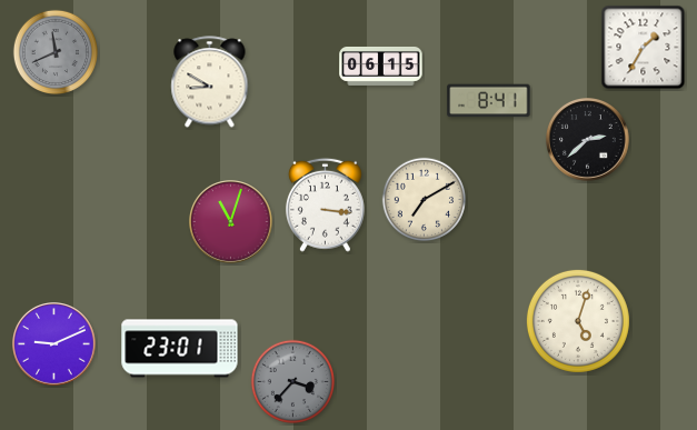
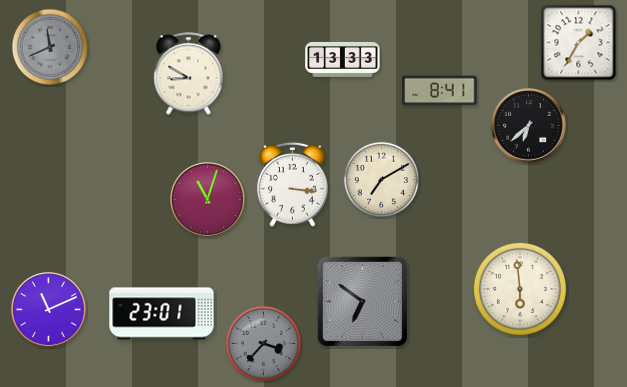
clock at (381, 66): 06:15 -> 13:33
clock at (588, 140): 2:38 -> 6:38
clock at (578, 321): 5:03 -> 5:59
clock at (362, 301): none -> 6:51
clock at (54, 344): 9:11 -> 11:11
